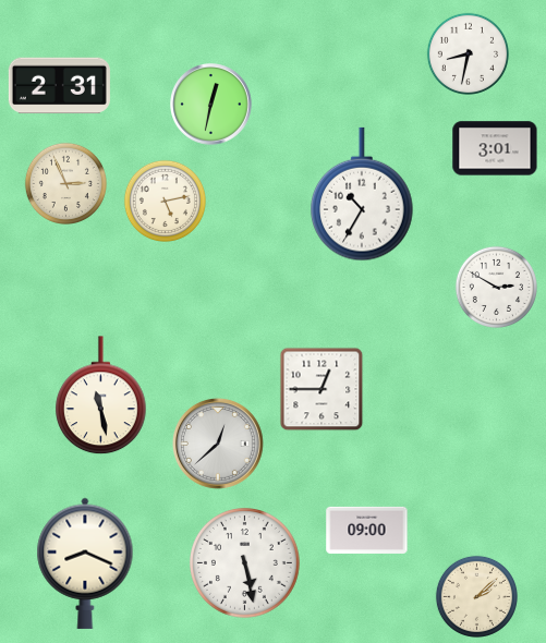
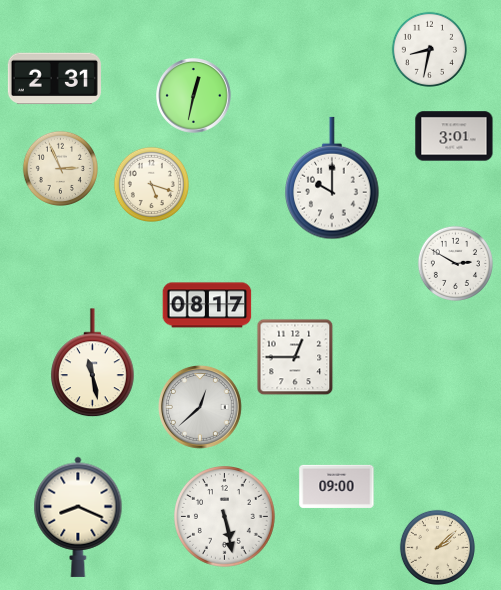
clock at (362, 194): 10:35 -> 10:00
clock at (165, 201): 5:13 -> 5:18
clock at (207, 305): none -> 08:17
